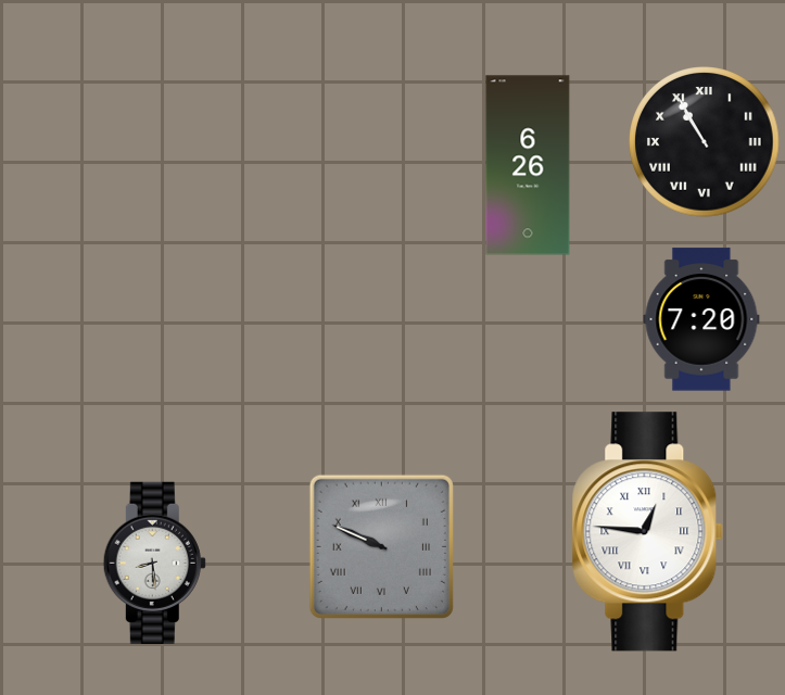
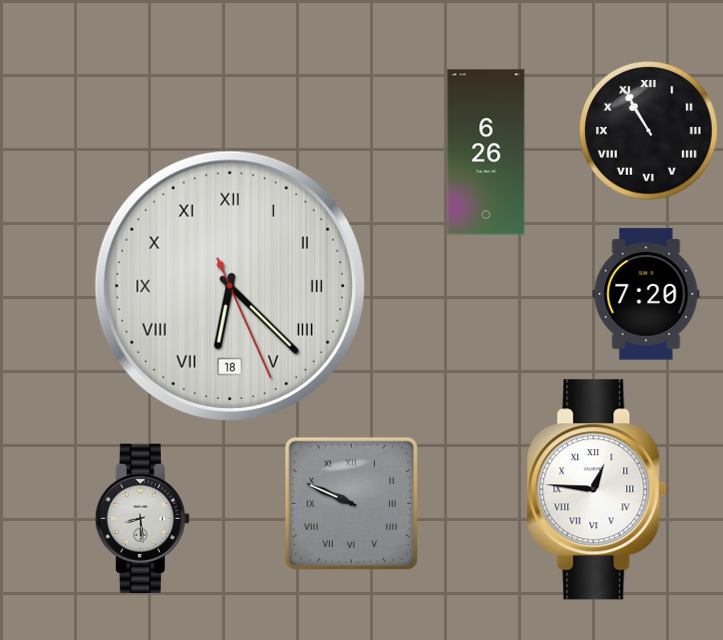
clock at (230, 286): none -> 6:22
